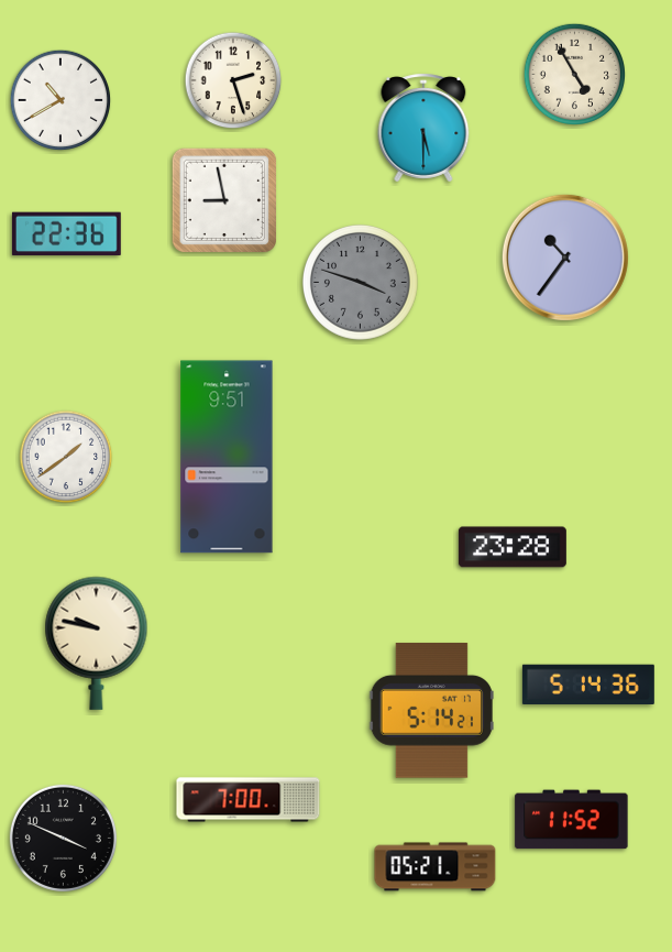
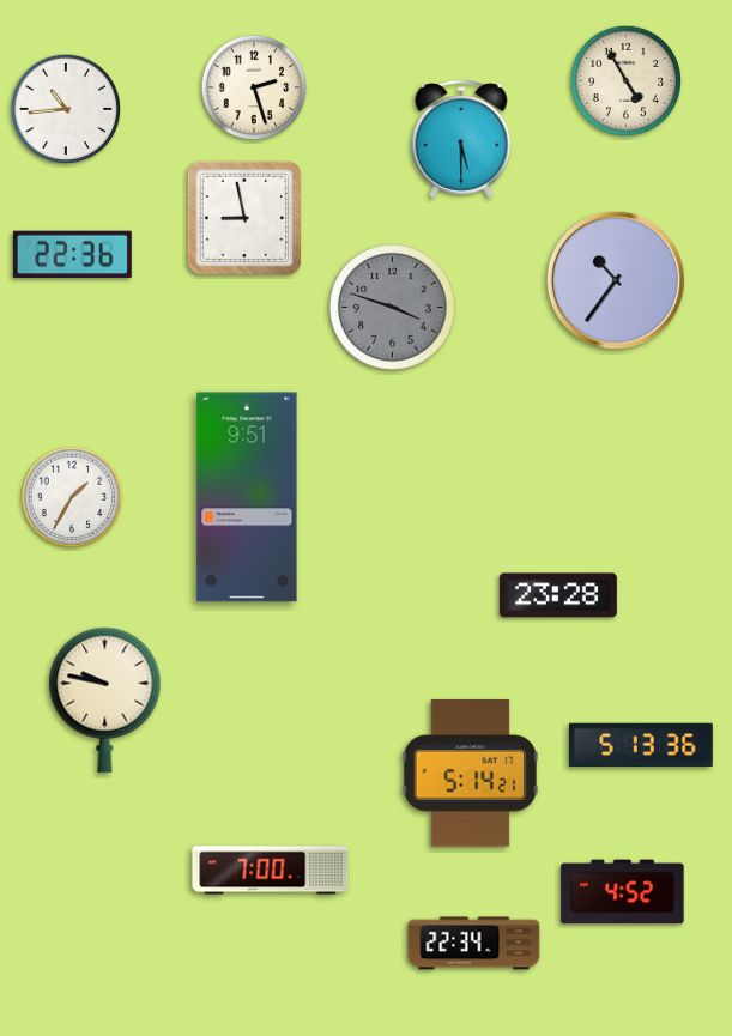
clock at (60, 100): 10:40 -> 10:44
clock at (66, 457): 1:39 -> 1:35
clock at (588, 685): 5:14 -> 5:13
clock at (572, 820): 11:52 -> 4:52
clock at (63, 838): 3:49 -> none
clock at (436, 867): 05:21 -> 22:34
